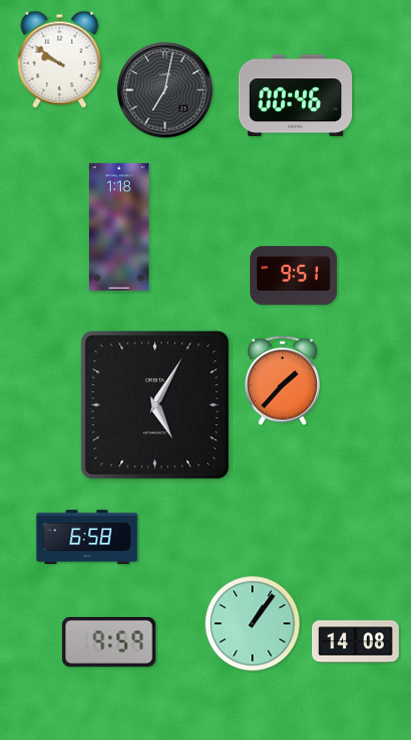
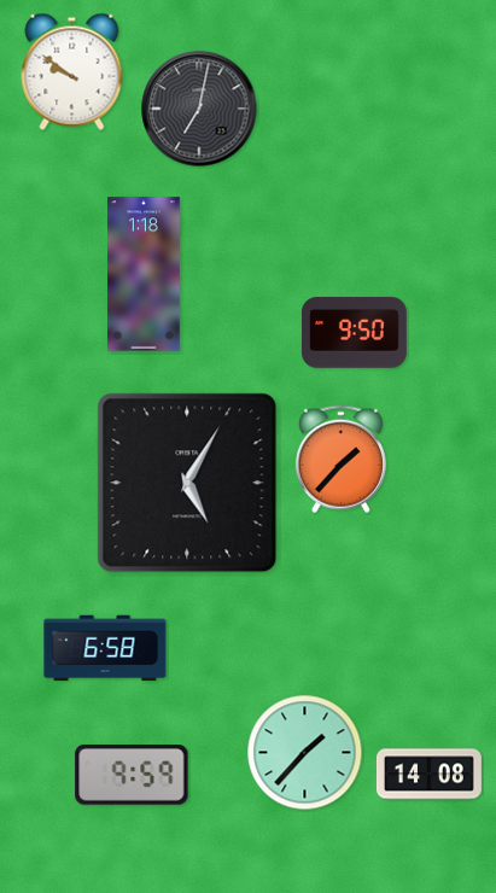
clock at (295, 96): 00:46 -> none
clock at (293, 276): 9:51 -> 9:50
clock at (155, 405) position: (155, 405) -> (187, 483)
clock at (253, 624): 1:06 -> 1:37
